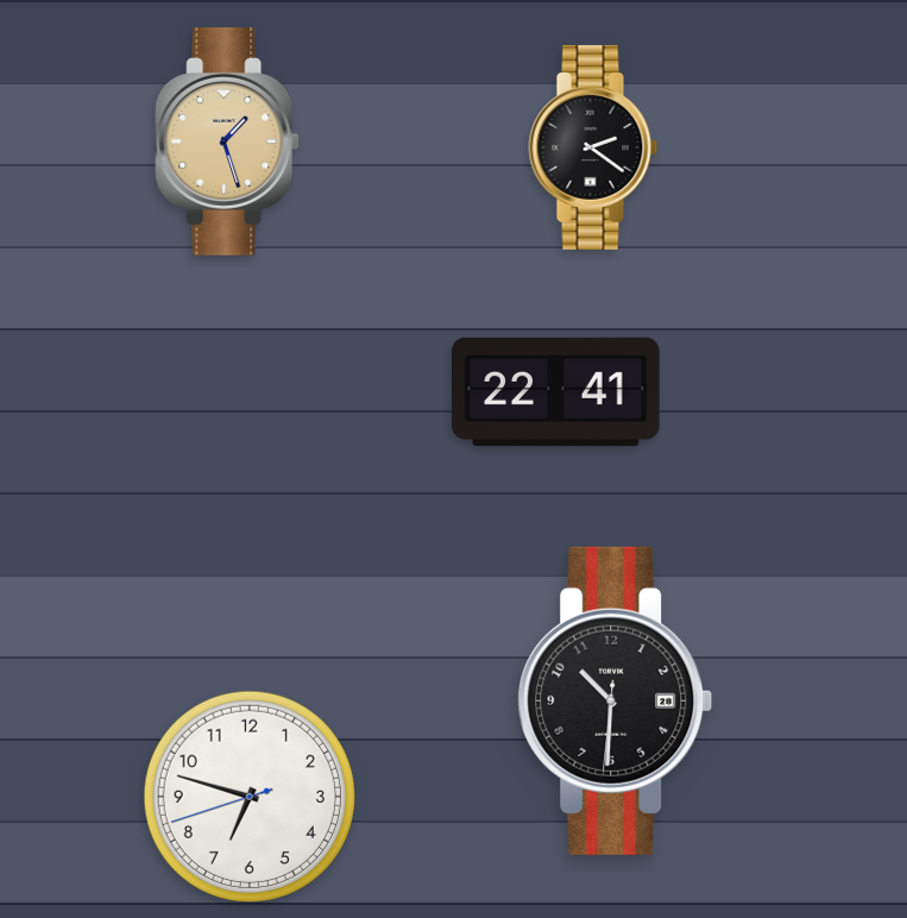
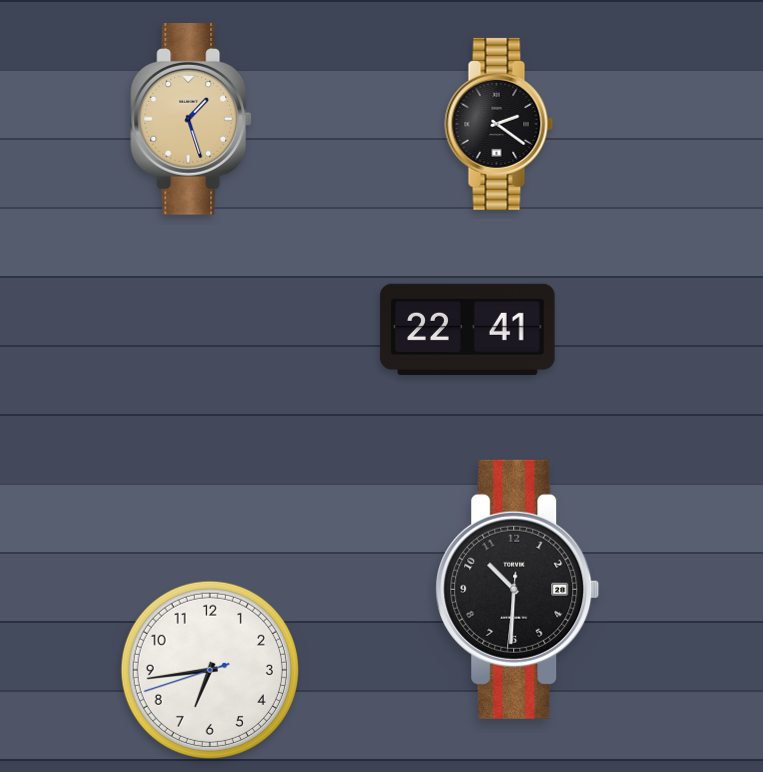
clock at (250, 797): 6:47 -> 6:43
